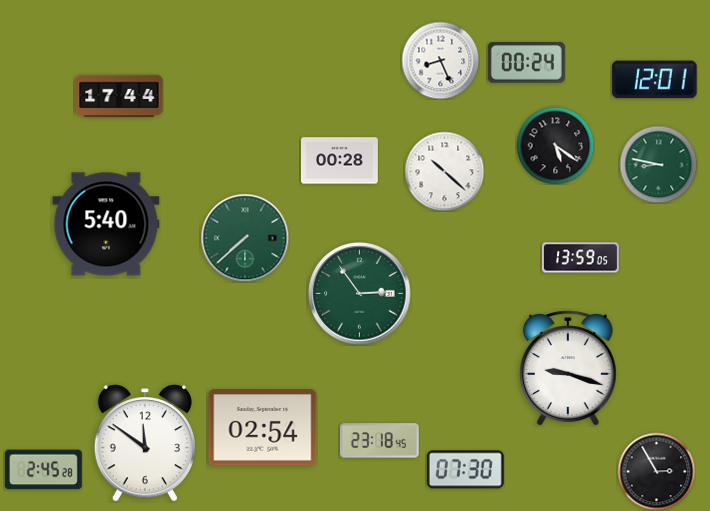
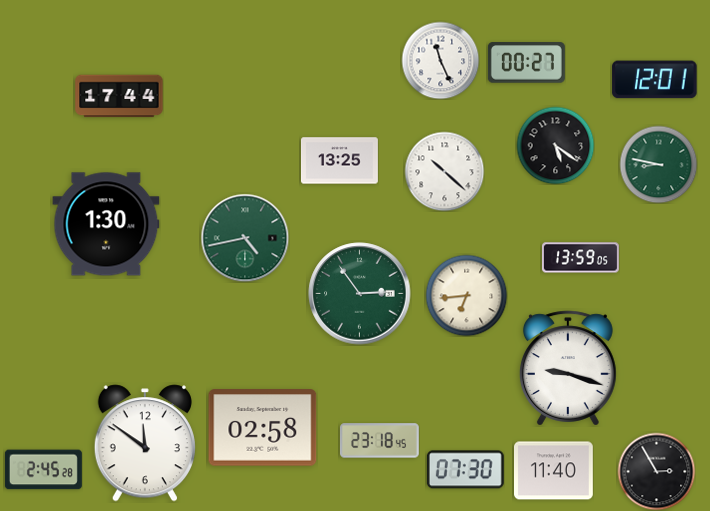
clock at (440, 60): 8:26 -> 11:26
clock at (526, 63): 00:24 -> 00:27
clock at (339, 161): 00:28 -> 13:25
clock at (106, 224): 5:40 -> 1:30
clock at (245, 238): 7:38 -> 4:43
clock at (466, 295): none -> 6:44
clock at (263, 428): 02:54 -> 02:58
clock at (554, 471): none -> 11:40
